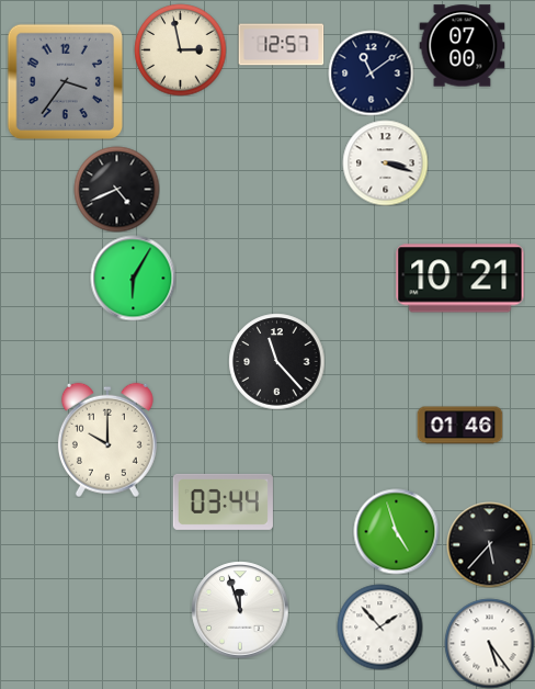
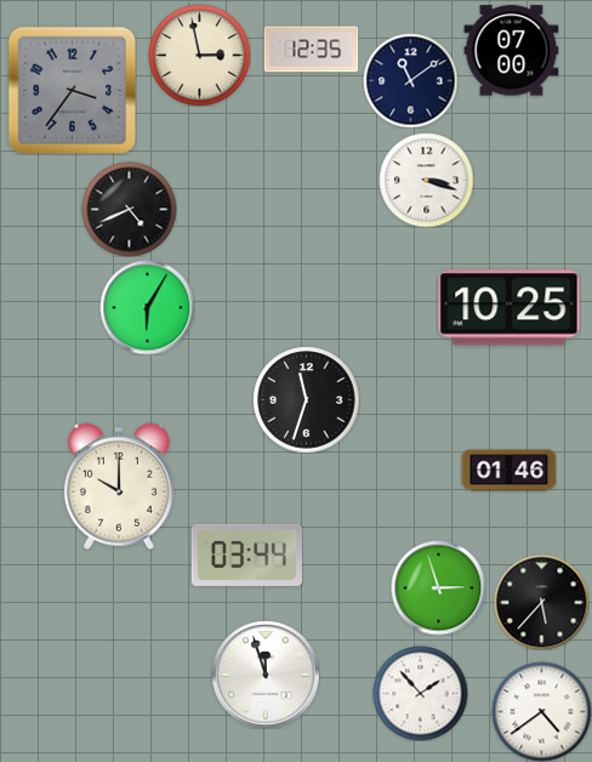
clock at (281, 45): 12:57 -> 12:35
clock at (460, 279): 10:21 -> 10:25
clock at (276, 361): 11:23 -> 11:33
clock at (396, 531): 4:57 -> 2:57
clock at (489, 643): 5:24 -> 4:39
